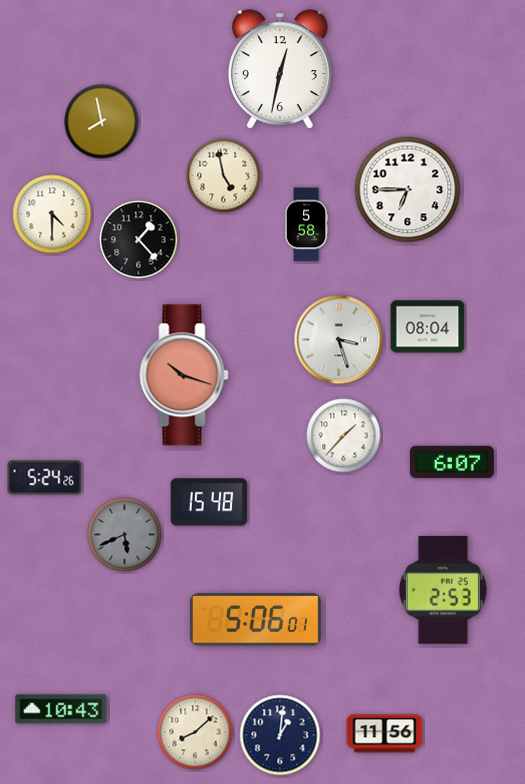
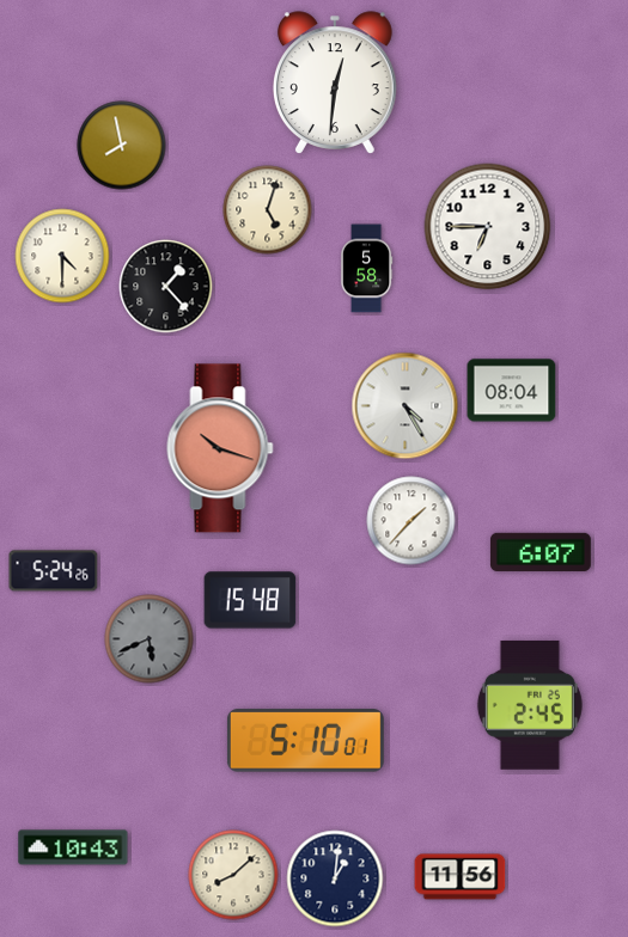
clock at (280, 69): 12:32 -> 12:31
clock at (224, 176): 4:58 -> 5:03
clock at (339, 340): 3:27 -> 4:25
clock at (443, 590): 2:53 -> 2:45
clock at (255, 620): 5:06 -> 5:10
